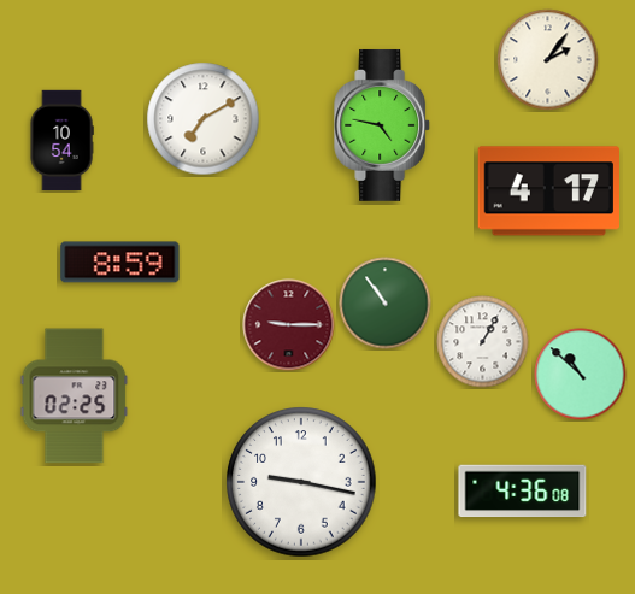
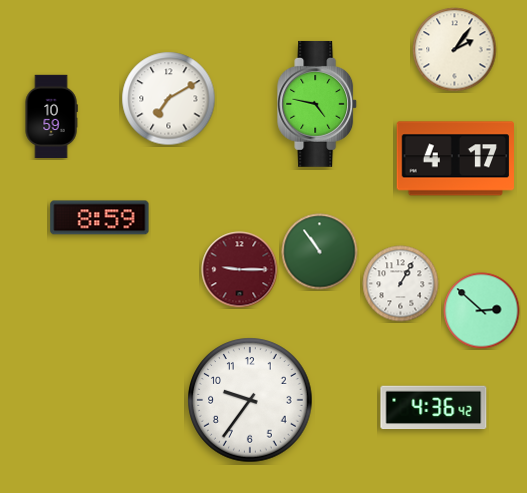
clock at (61, 141): 10:54 -> 10:59
clock at (581, 375): 10:52 -> 2:52
clock at (75, 396): 02:25 -> none
clock at (301, 482): 9:17 -> 9:36
clock at (523, 492): 4:36:08 -> 4:36:42
